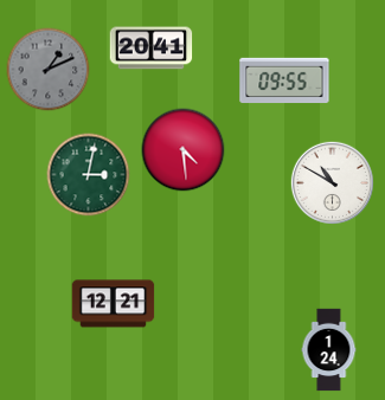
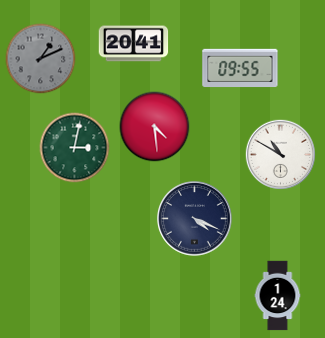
clock at (152, 49) position: (152, 49) -> (134, 44)
clock at (195, 219): none -> 4:19
clock at (114, 304): 12:21 -> none
